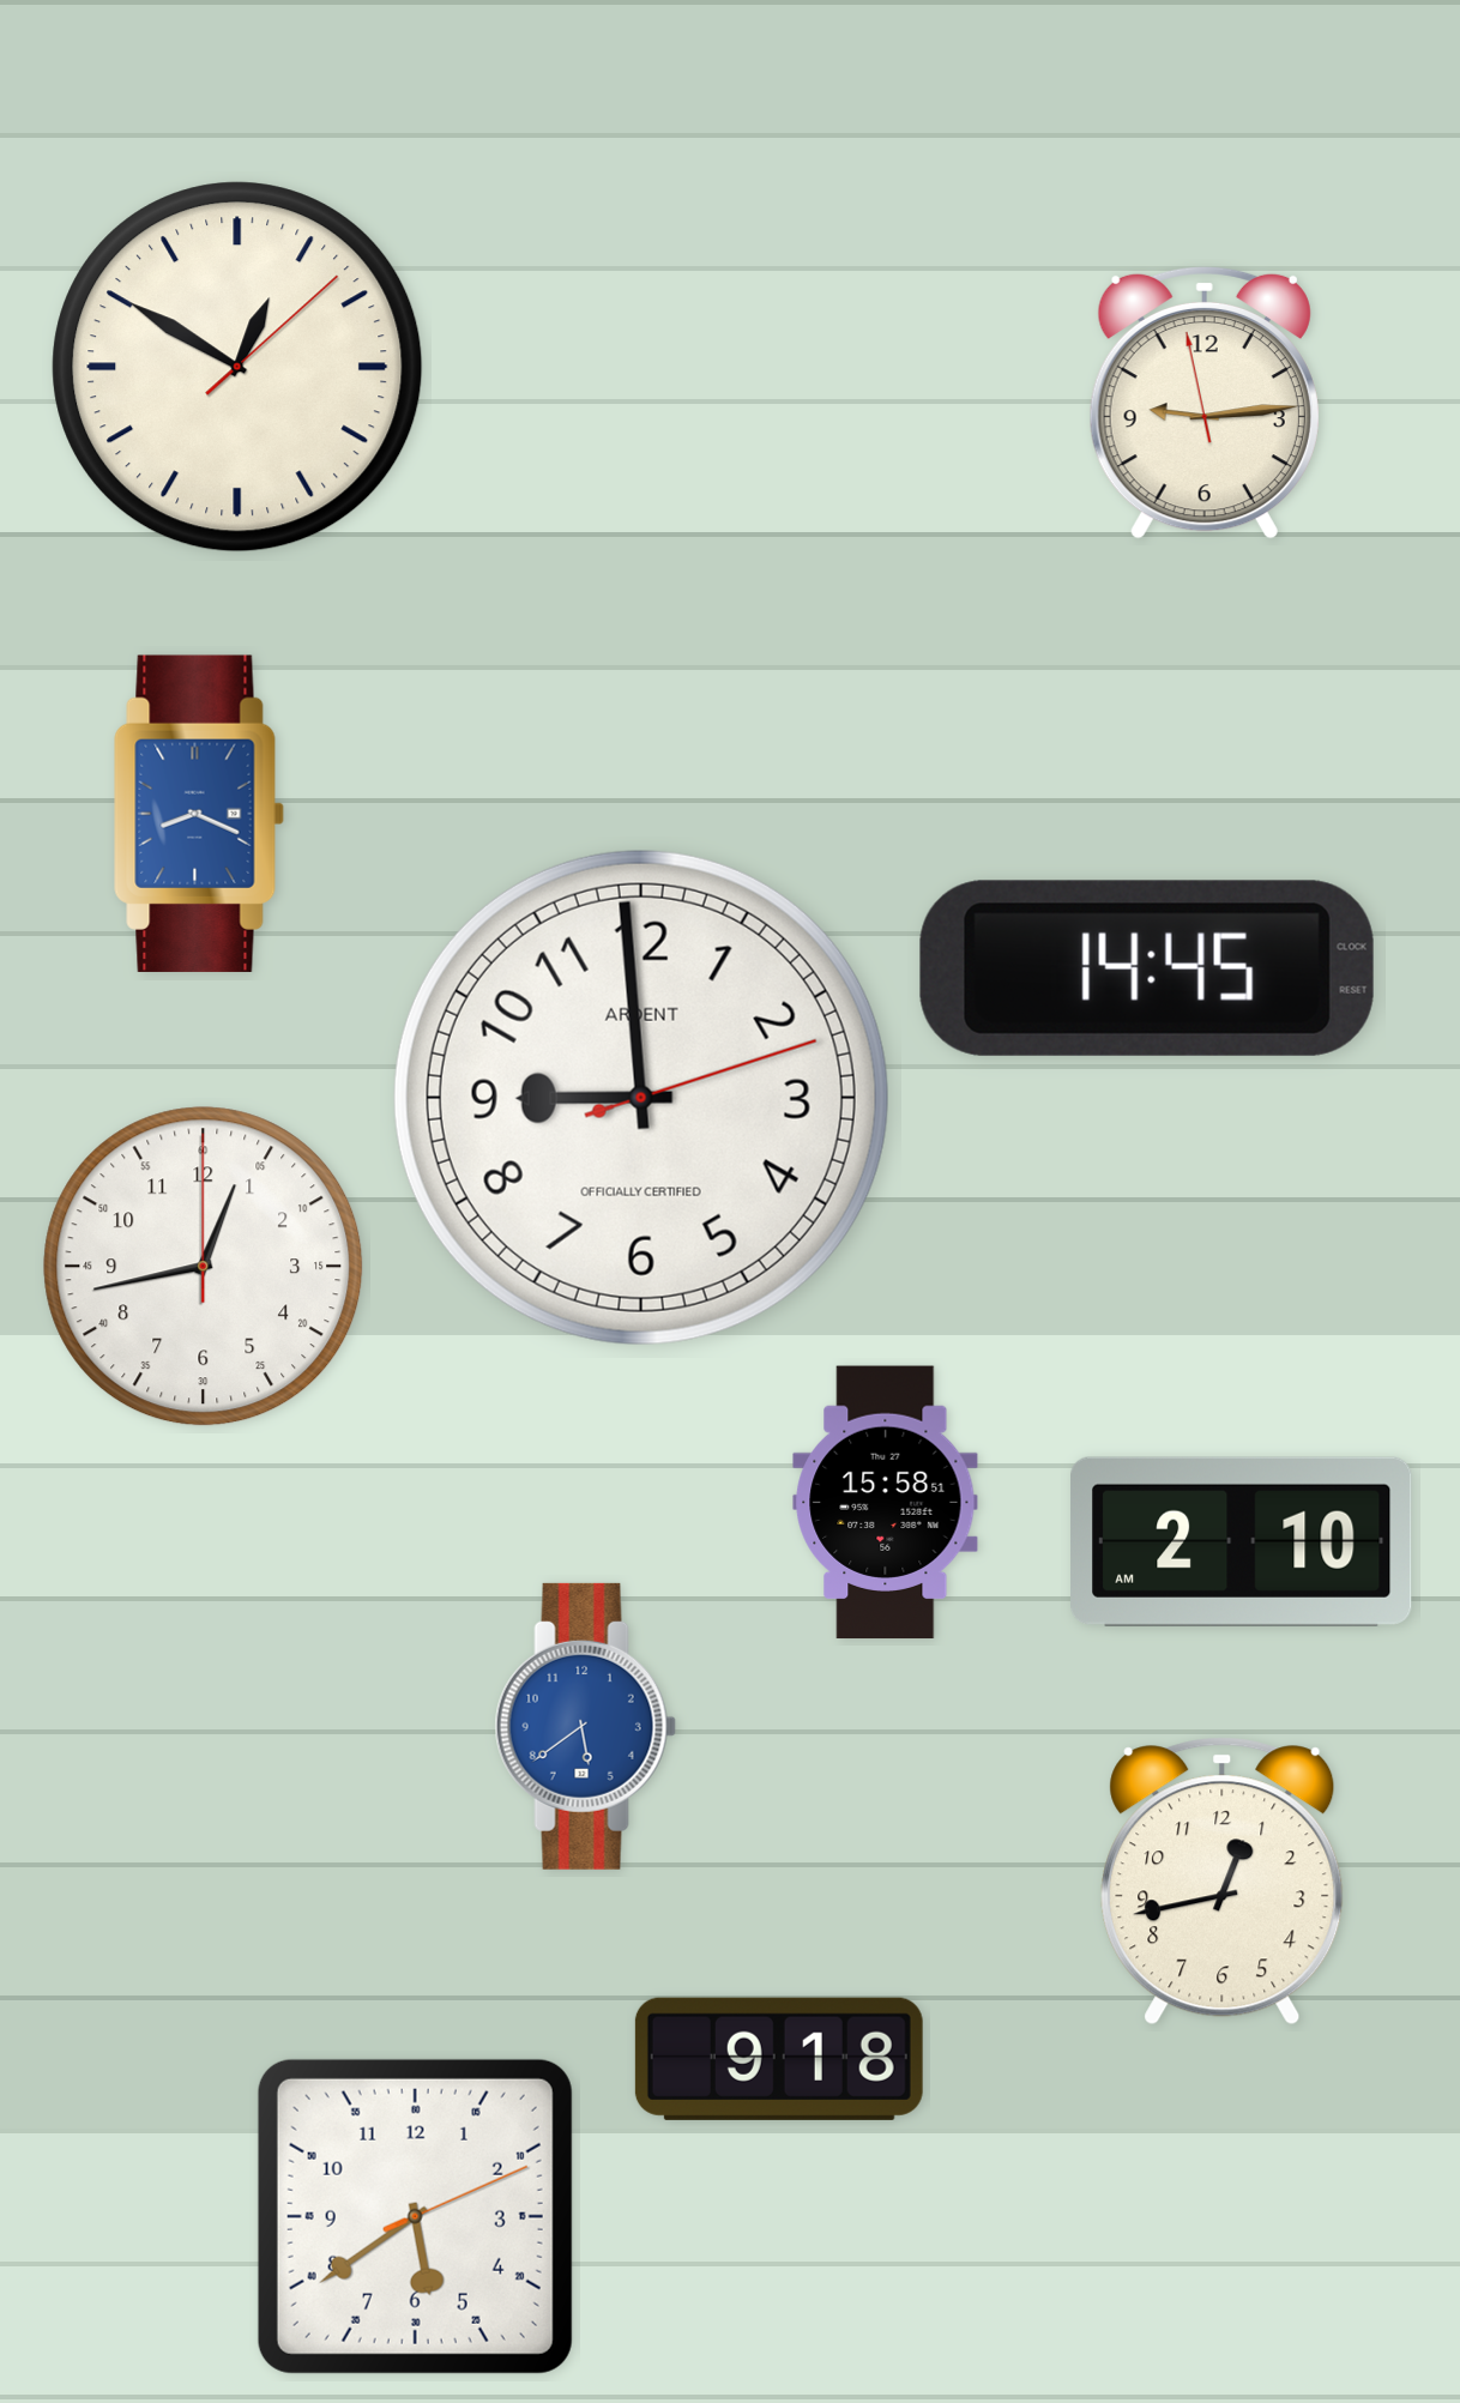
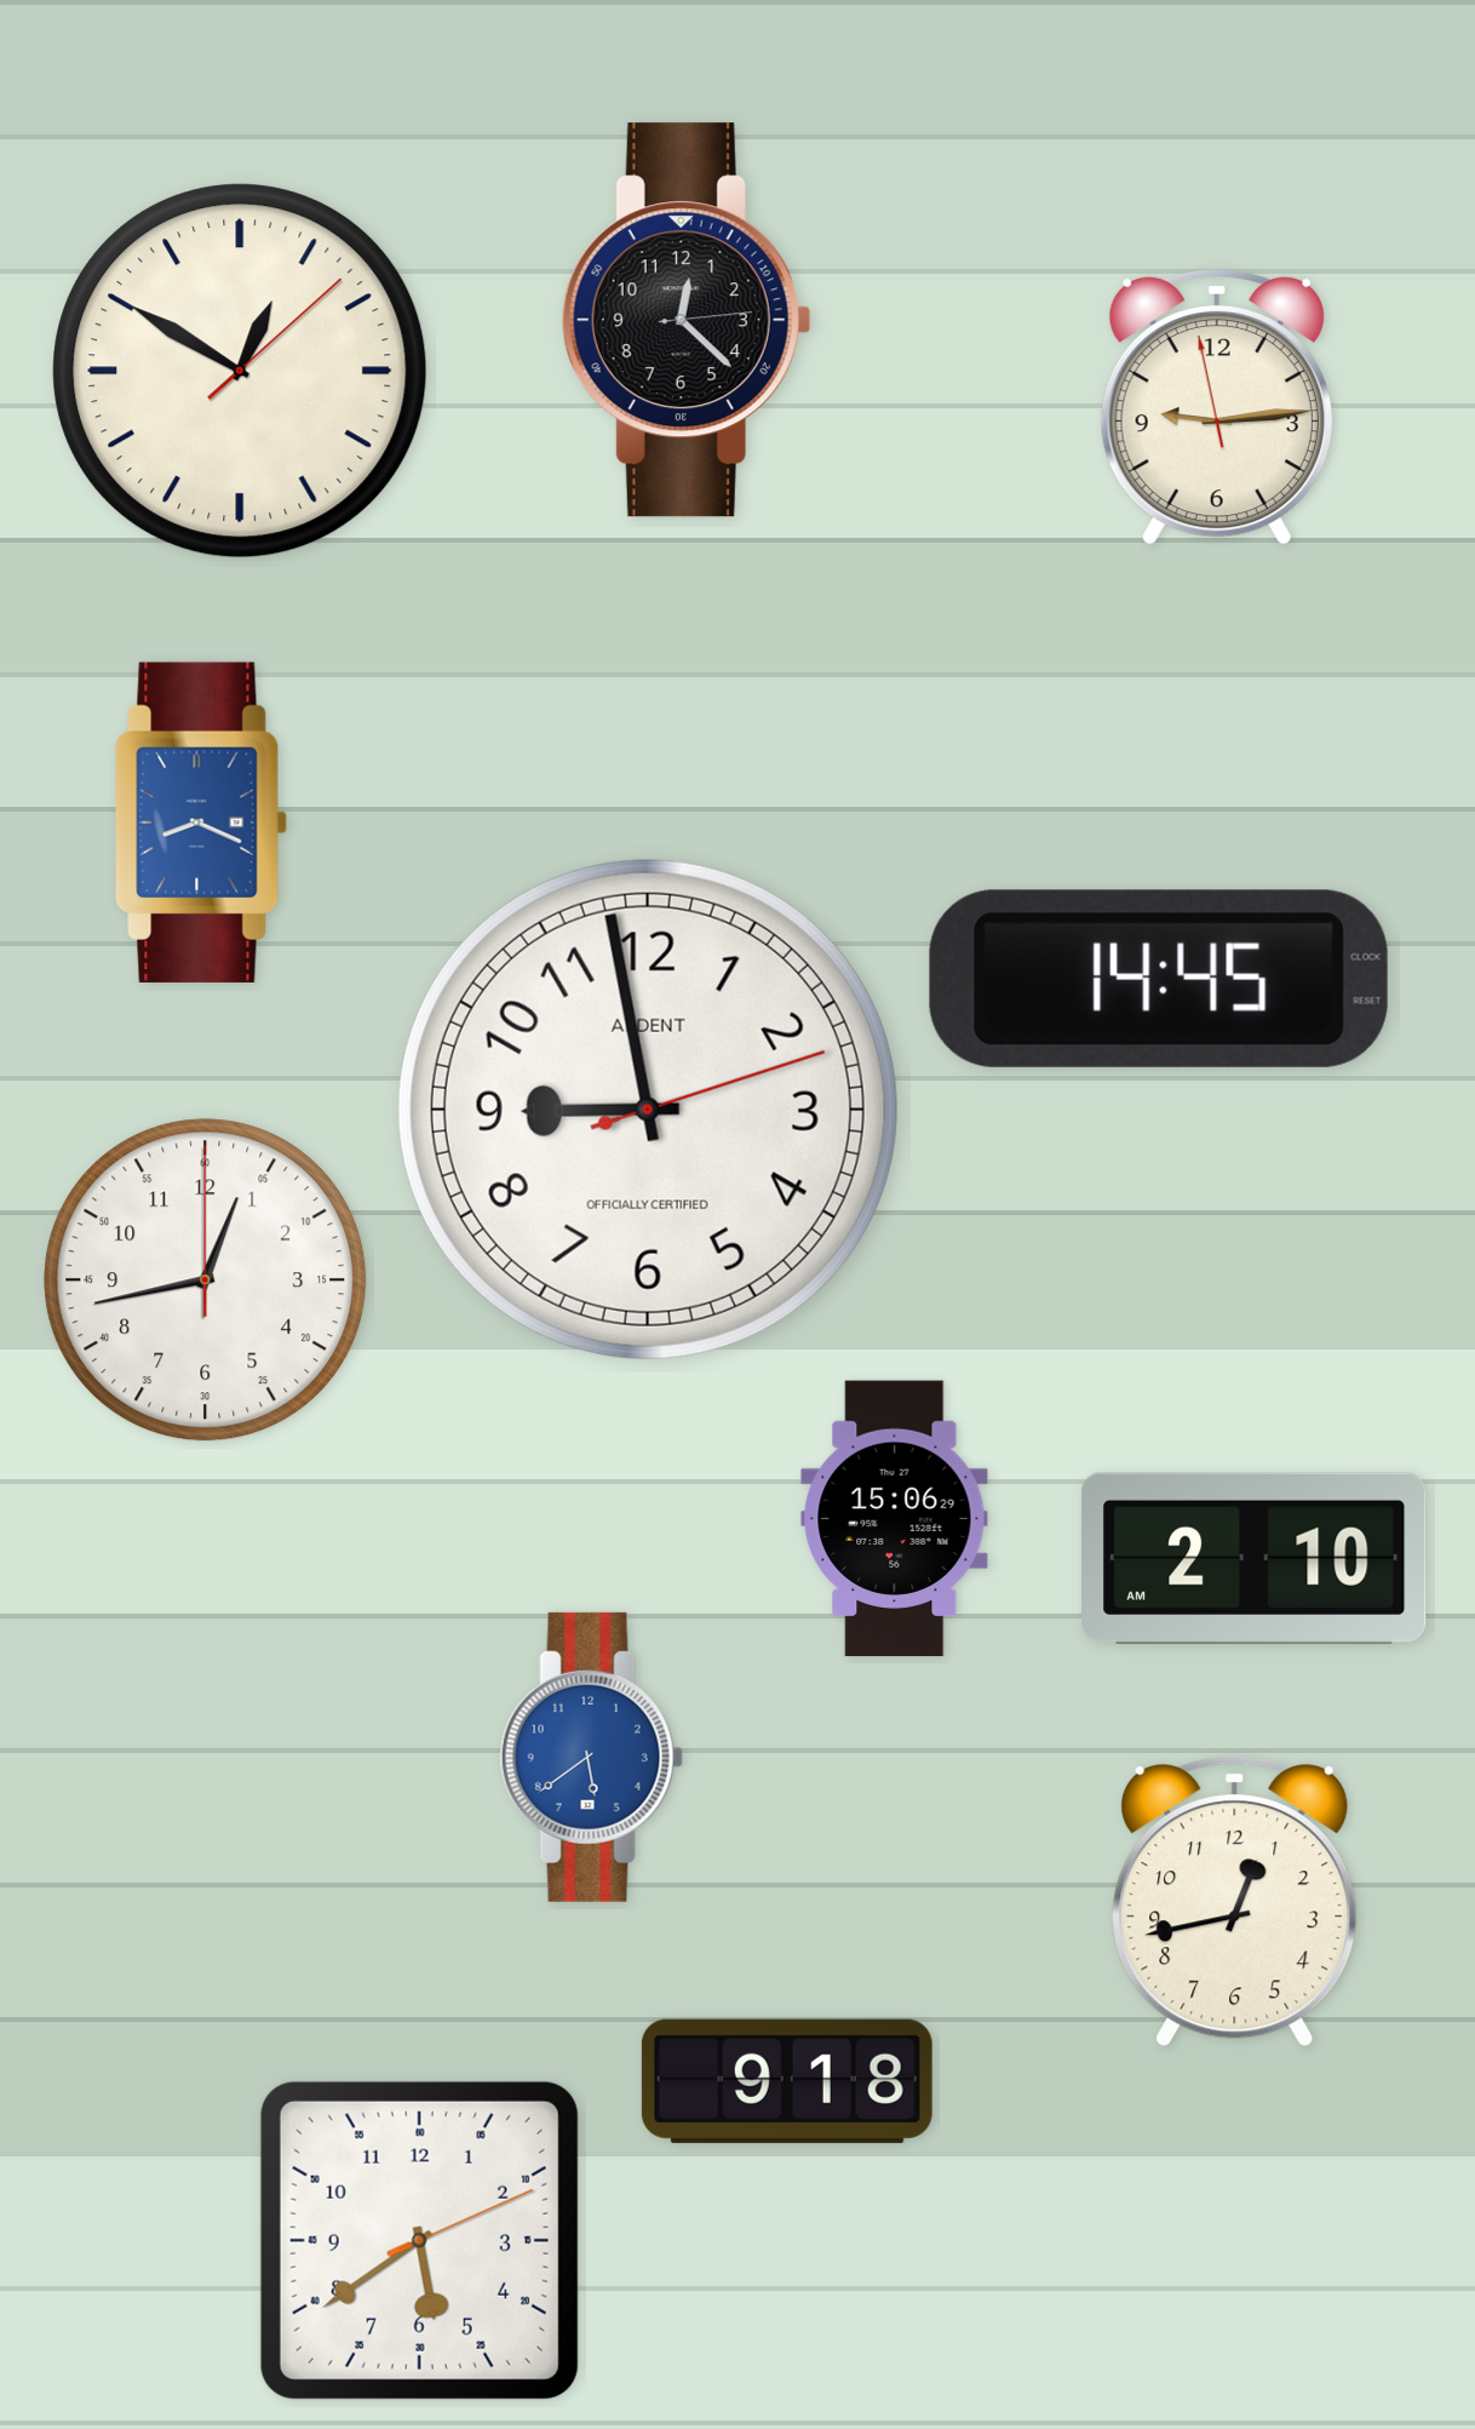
clock at (687, 320): none -> 12:22
clock at (641, 1098): 8:59 -> 8:58
clock at (886, 1503): 15:58 -> 15:06
clock at (585, 1726) position: (585, 1726) -> (591, 1757)
